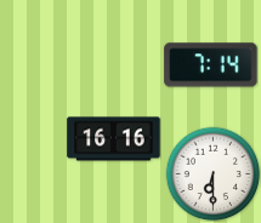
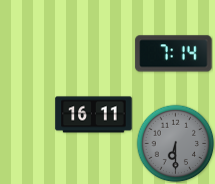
clock at (114, 139): 16:16 -> 16:11
clock at (212, 173) dial: white -> grey
